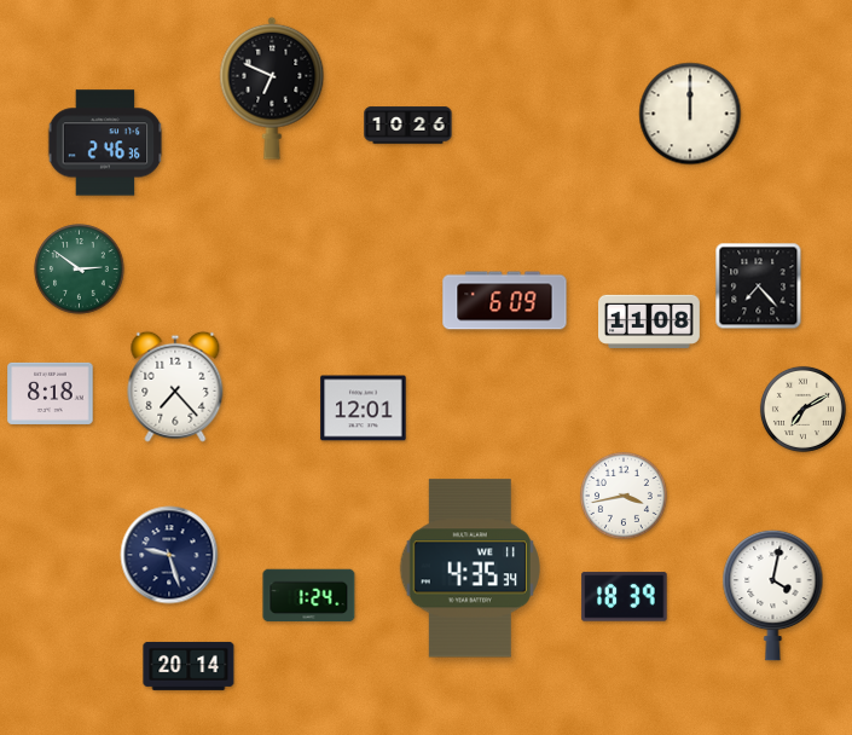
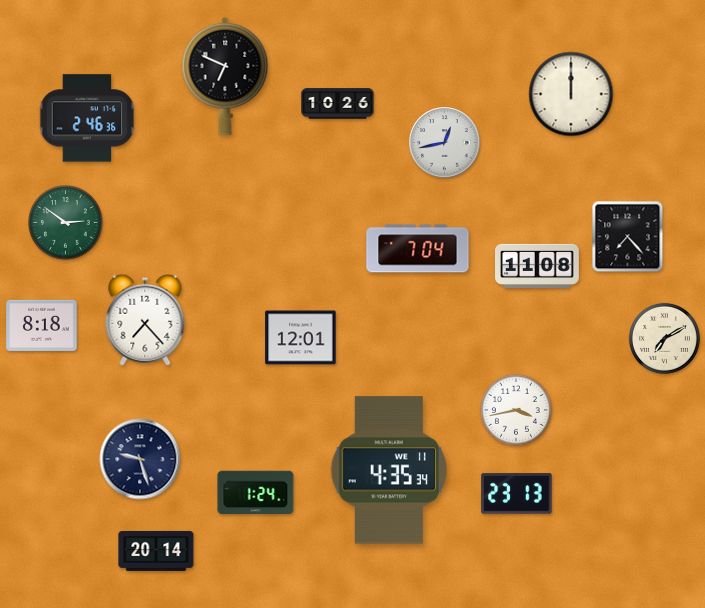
clock at (272, 88) position: (272, 88) -> (225, 76)
clock at (445, 143): none -> 12:43
clock at (505, 301): 6:09 -> 7:04
clock at (773, 595): 4:02 -> none
clock at (625, 597): 18:39 -> 23:13
